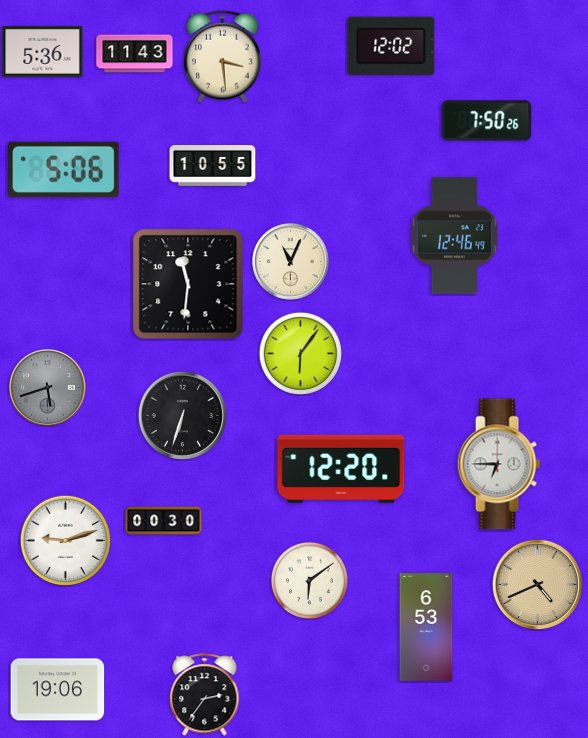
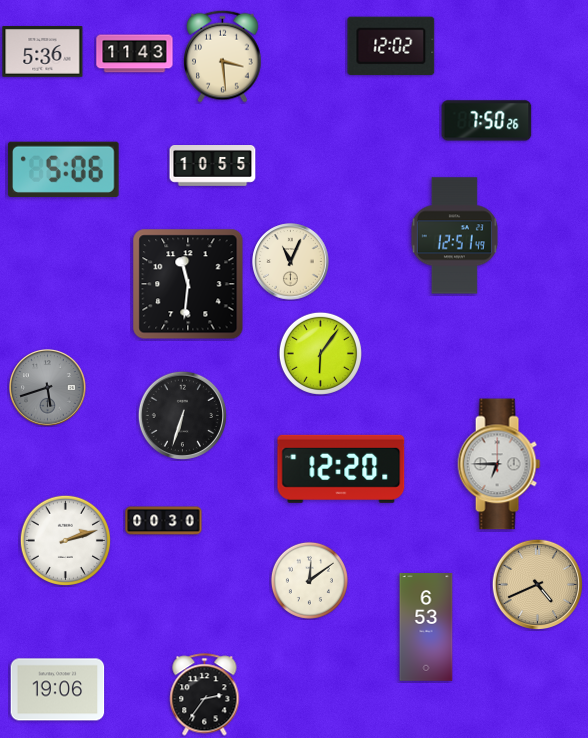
clock at (454, 236): 12:46 -> 12:51
clock at (300, 353) position: (300, 353) -> (320, 353)
clock at (65, 540): 9:12 -> 2:12
clock at (309, 580): 6:09 -> 12:09
